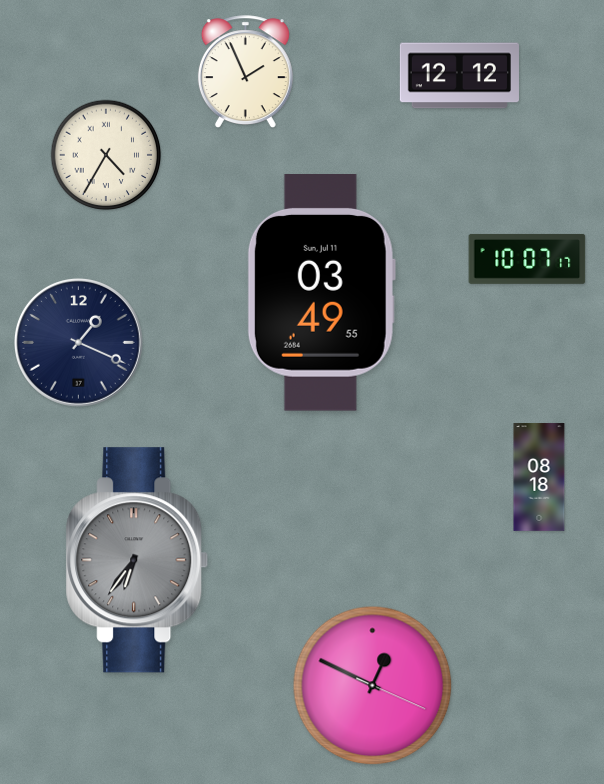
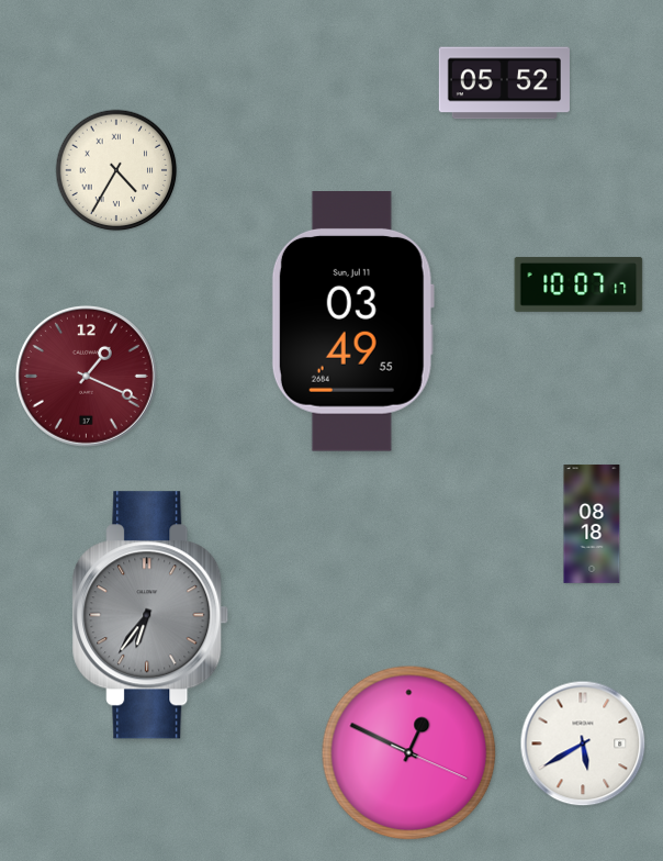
clock at (245, 71): 1:56 -> none
clock at (459, 76): 12:12 -> 05:52
clock at (78, 342) dial: navy -> burgundy
clock at (583, 743): none -> 5:40
